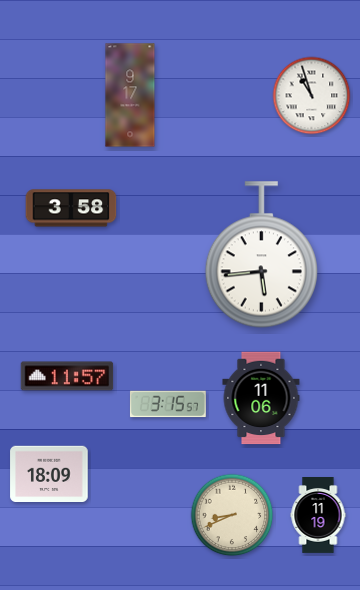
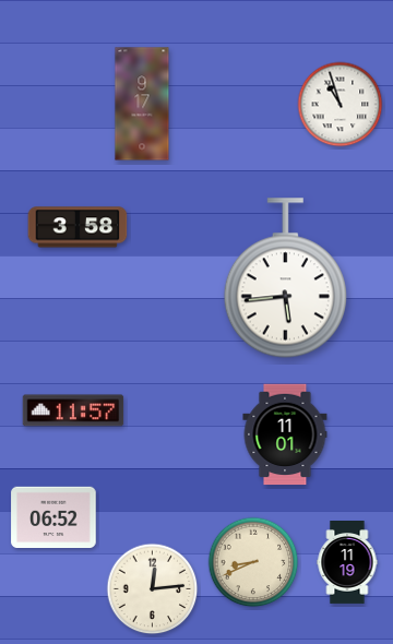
clock at (261, 398): 11:06 -> 11:01
clock at (168, 404): 3:15 -> none
clock at (49, 474): 18:09 -> 06:52
clock at (153, 589): none -> 12:14
